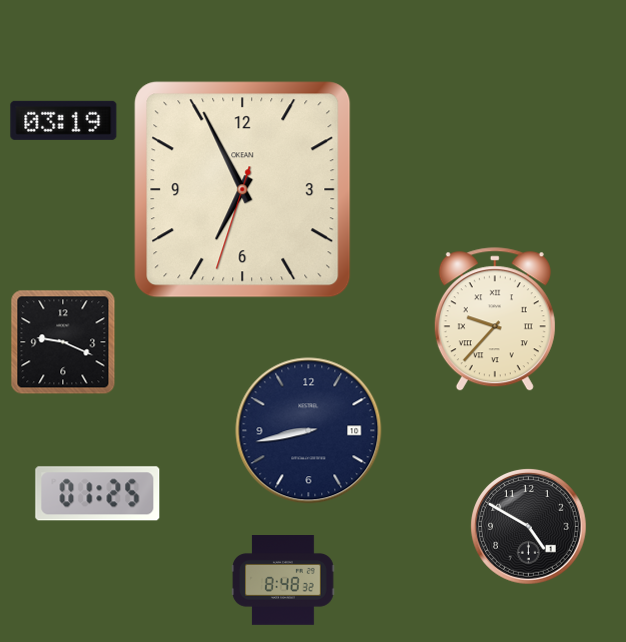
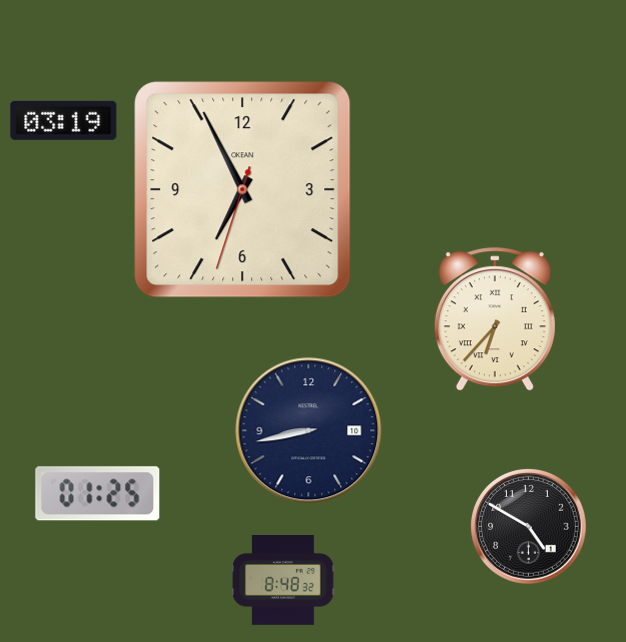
clock at (495, 320): 9:37 -> 6:37
clock at (63, 342): 9:19 -> none
